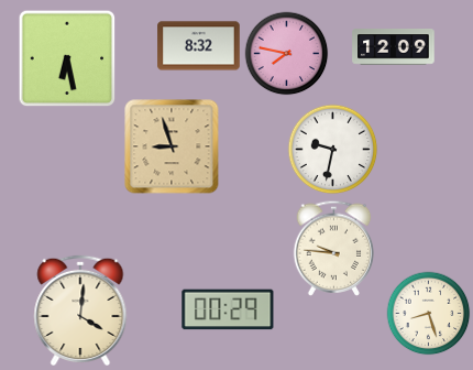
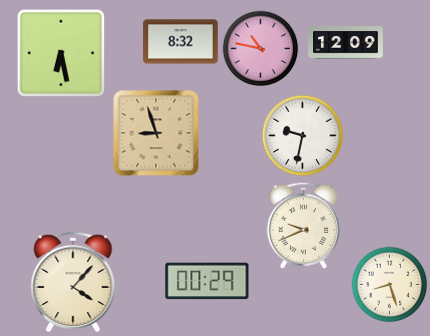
clock at (394, 47) position: (394, 47) -> (346, 43)
clock at (287, 54): 7:47 -> 10:47
clock at (334, 248): 9:46 -> 9:41
clock at (80, 309): 4:01 -> 4:07
